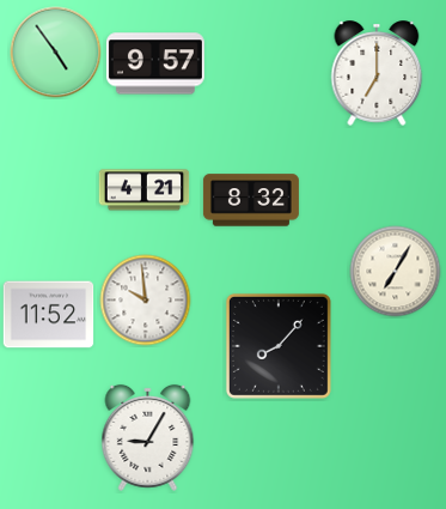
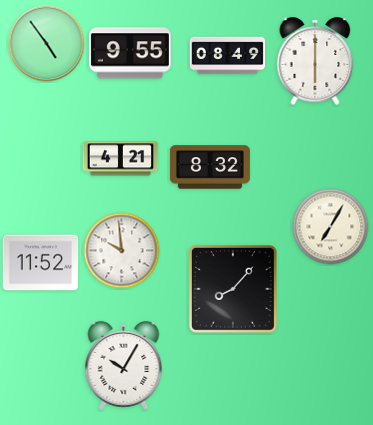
clock at (155, 63): 9:57 -> 9:55
clock at (228, 56): none -> 08:49
clock at (377, 73): 7:00 -> 6:00
clock at (148, 437): 9:05 -> 10:05
